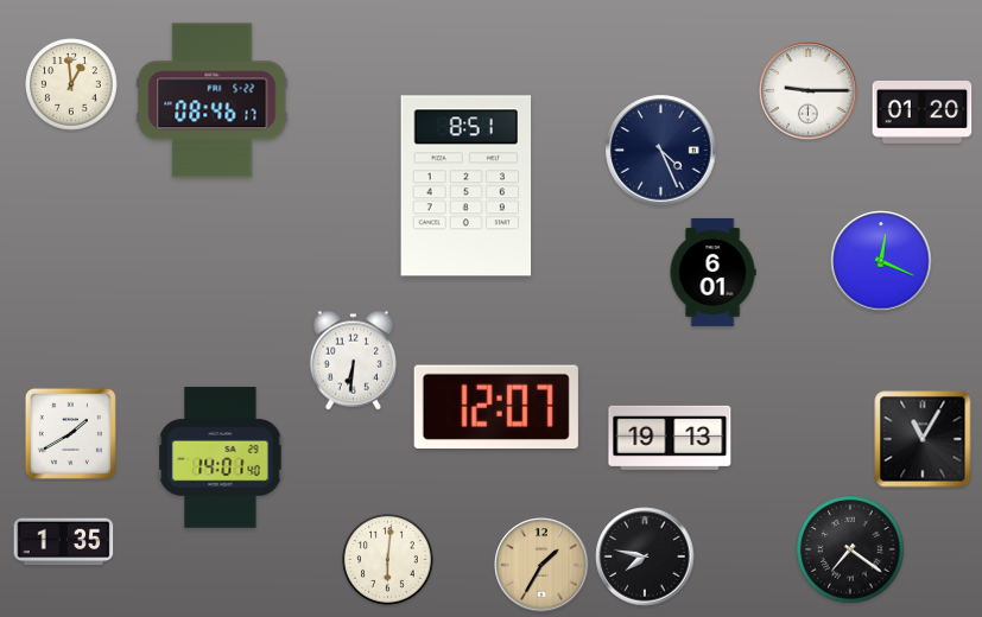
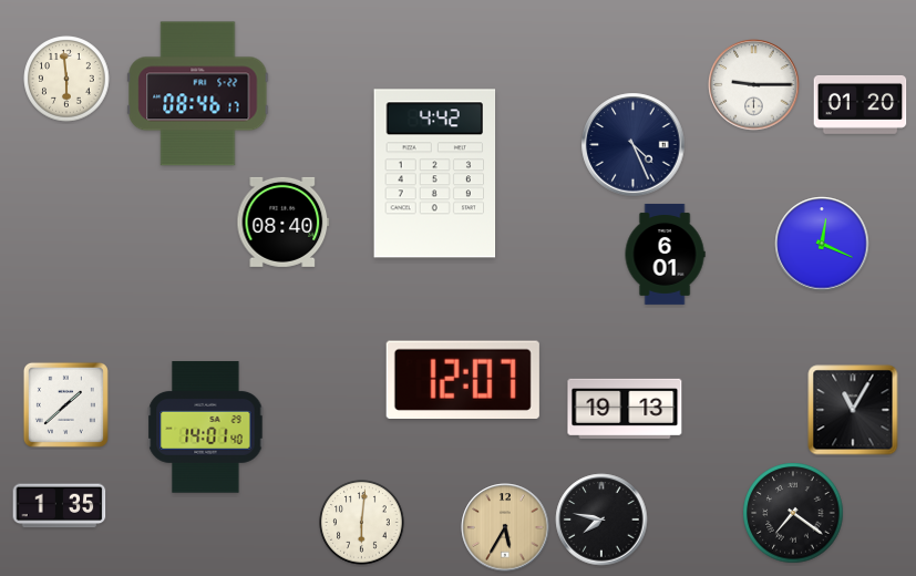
clock at (71, 84): 12:59 -> 5:59
clock at (661, 151) position: (661, 151) -> (634, 145)
clock at (467, 186): 8:51 -> 4:42
clock at (284, 222): none -> 08:40
clock at (353, 361): 6:31 -> none
clock at (70, 433): 1:40 -> 1:38
clock at (923, 439) position: (923, 439) -> (853, 410)
clock at (541, 565): 1:35 -> 5:35
